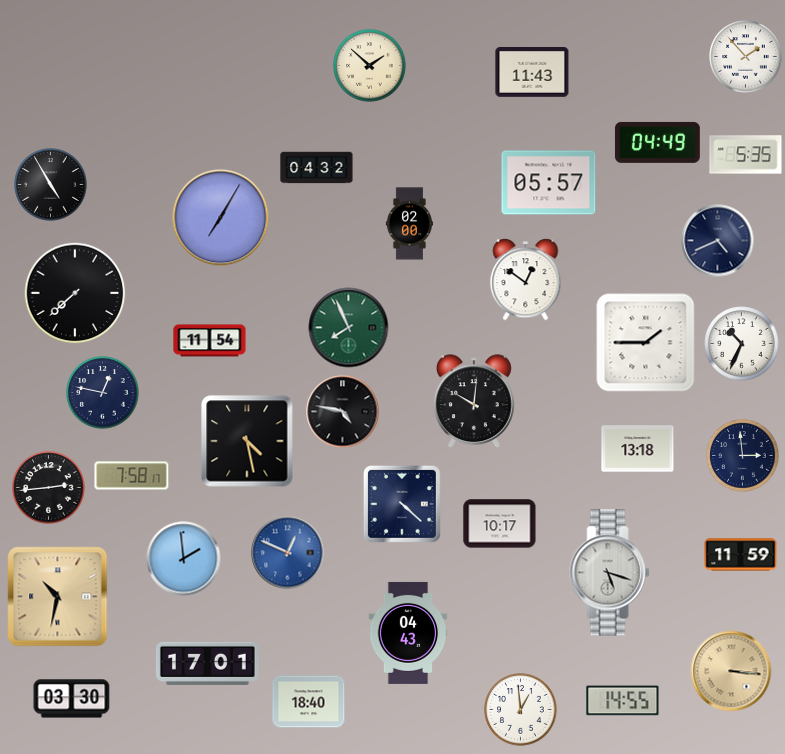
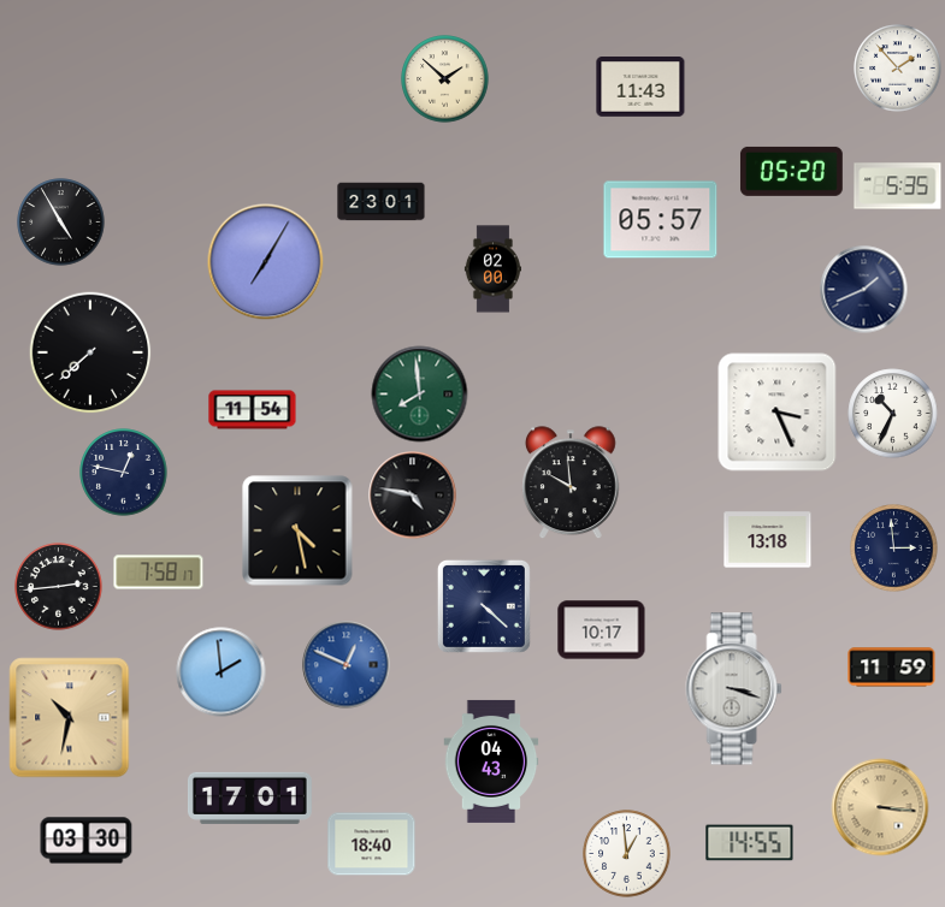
clock at (657, 142): 04:49 -> 05:20
clock at (317, 168): 04:32 -> 23:01
clock at (718, 241): 4:41 -> 1:41
clock at (526, 280): 12:51 -> none
clock at (349, 328): 7:56 -> 7:59
clock at (646, 343): 1:45 -> 3:26
clock at (474, 402): 10:01 -> 9:59
clock at (610, 573): 5:18 -> 3:18
